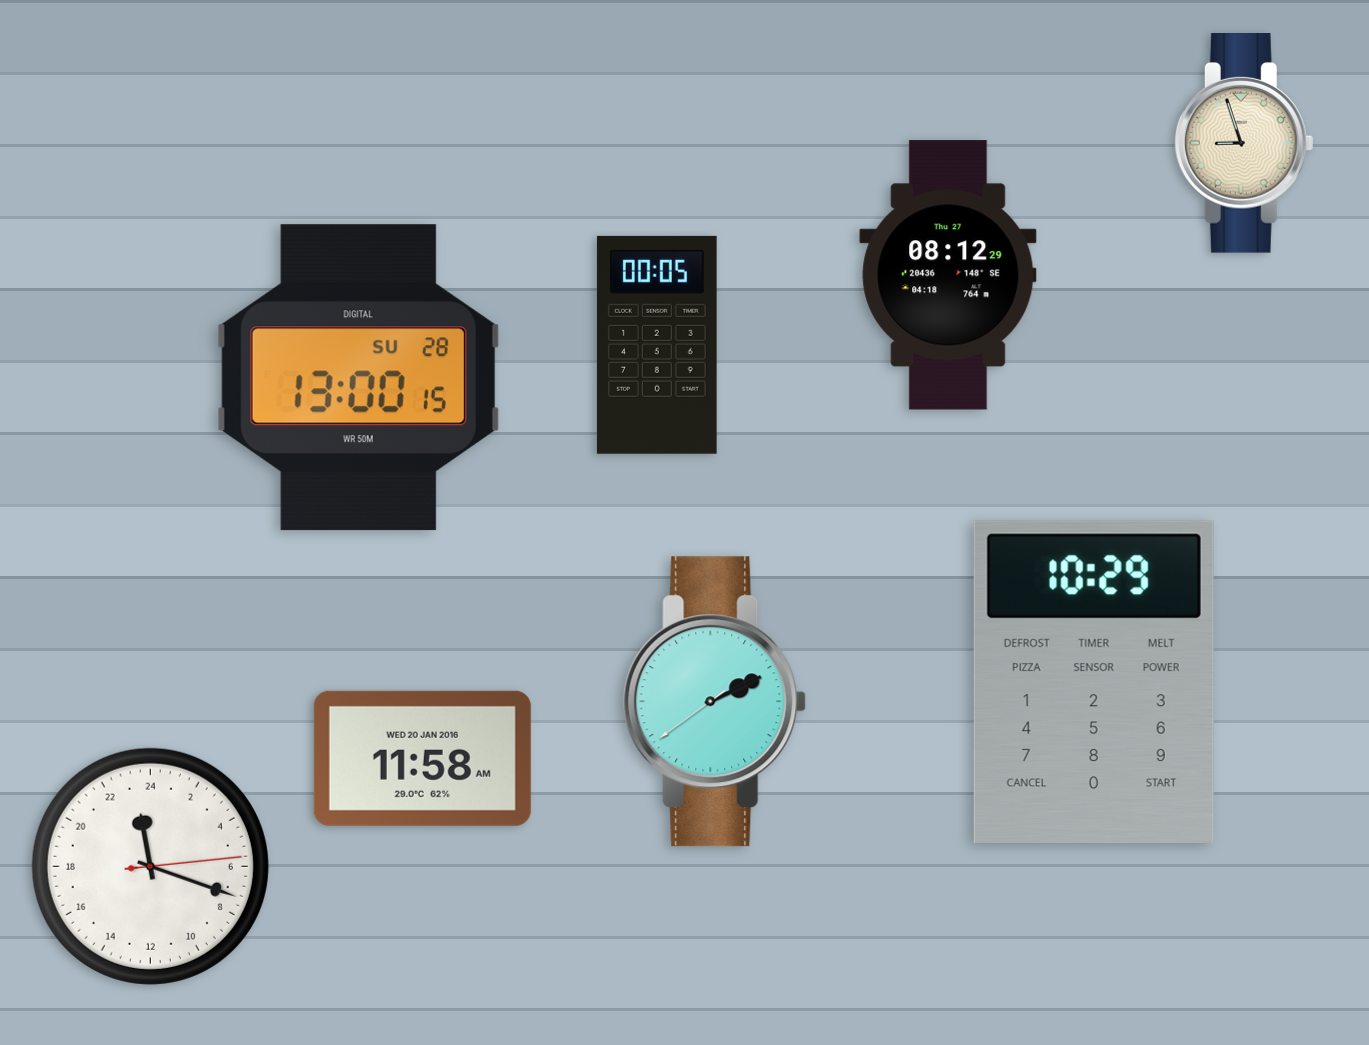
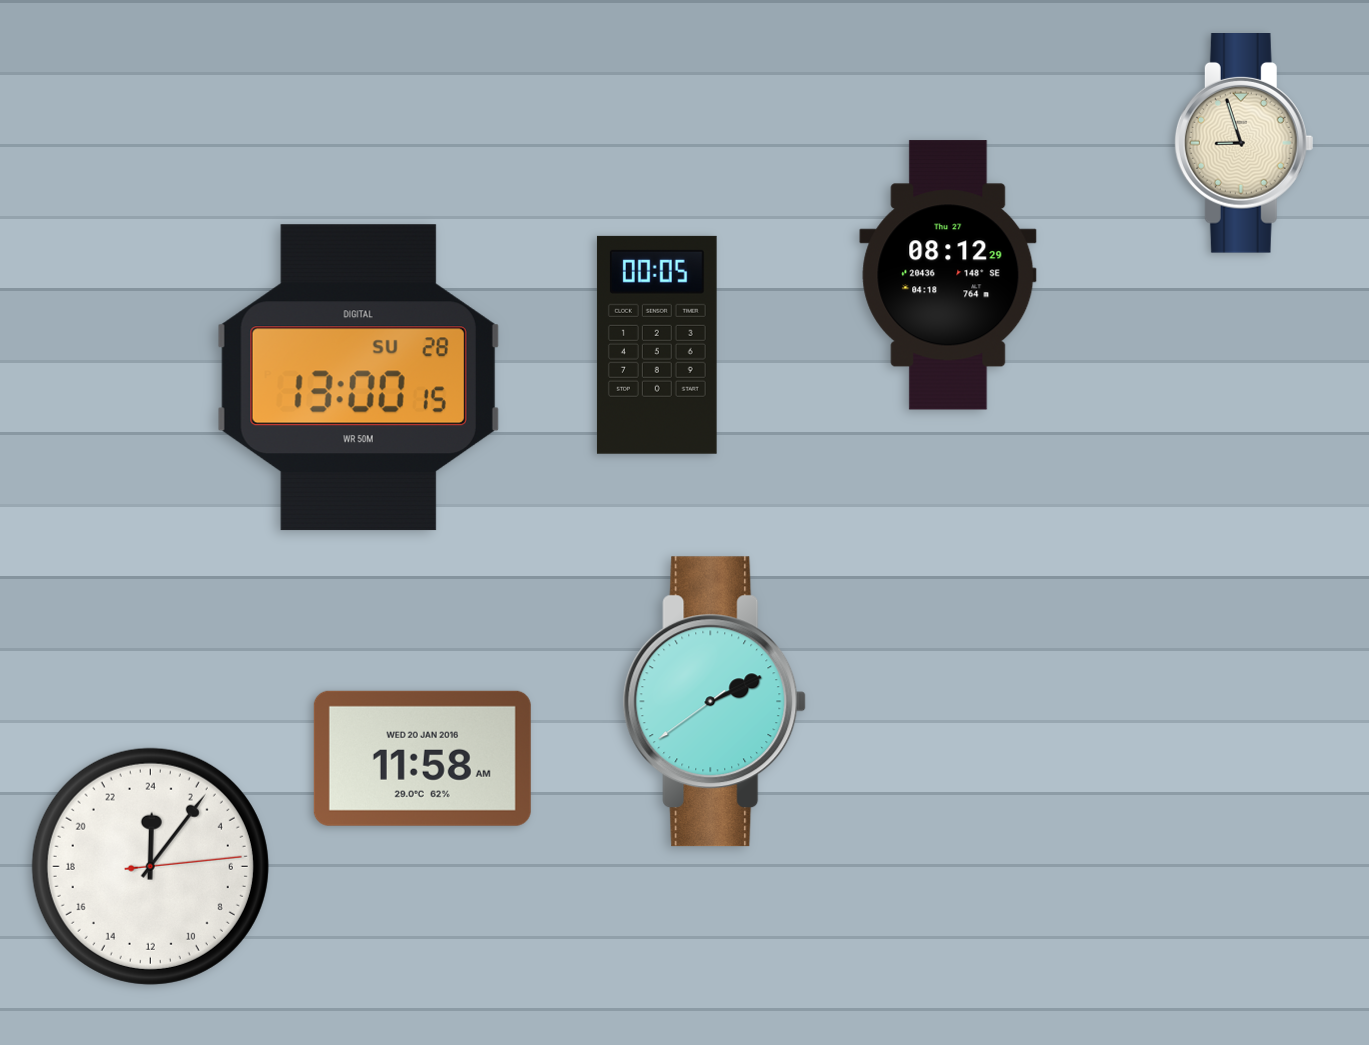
clock at (1094, 681): 10:29 -> none
clock at (150, 866): 23:18 -> 0:06
